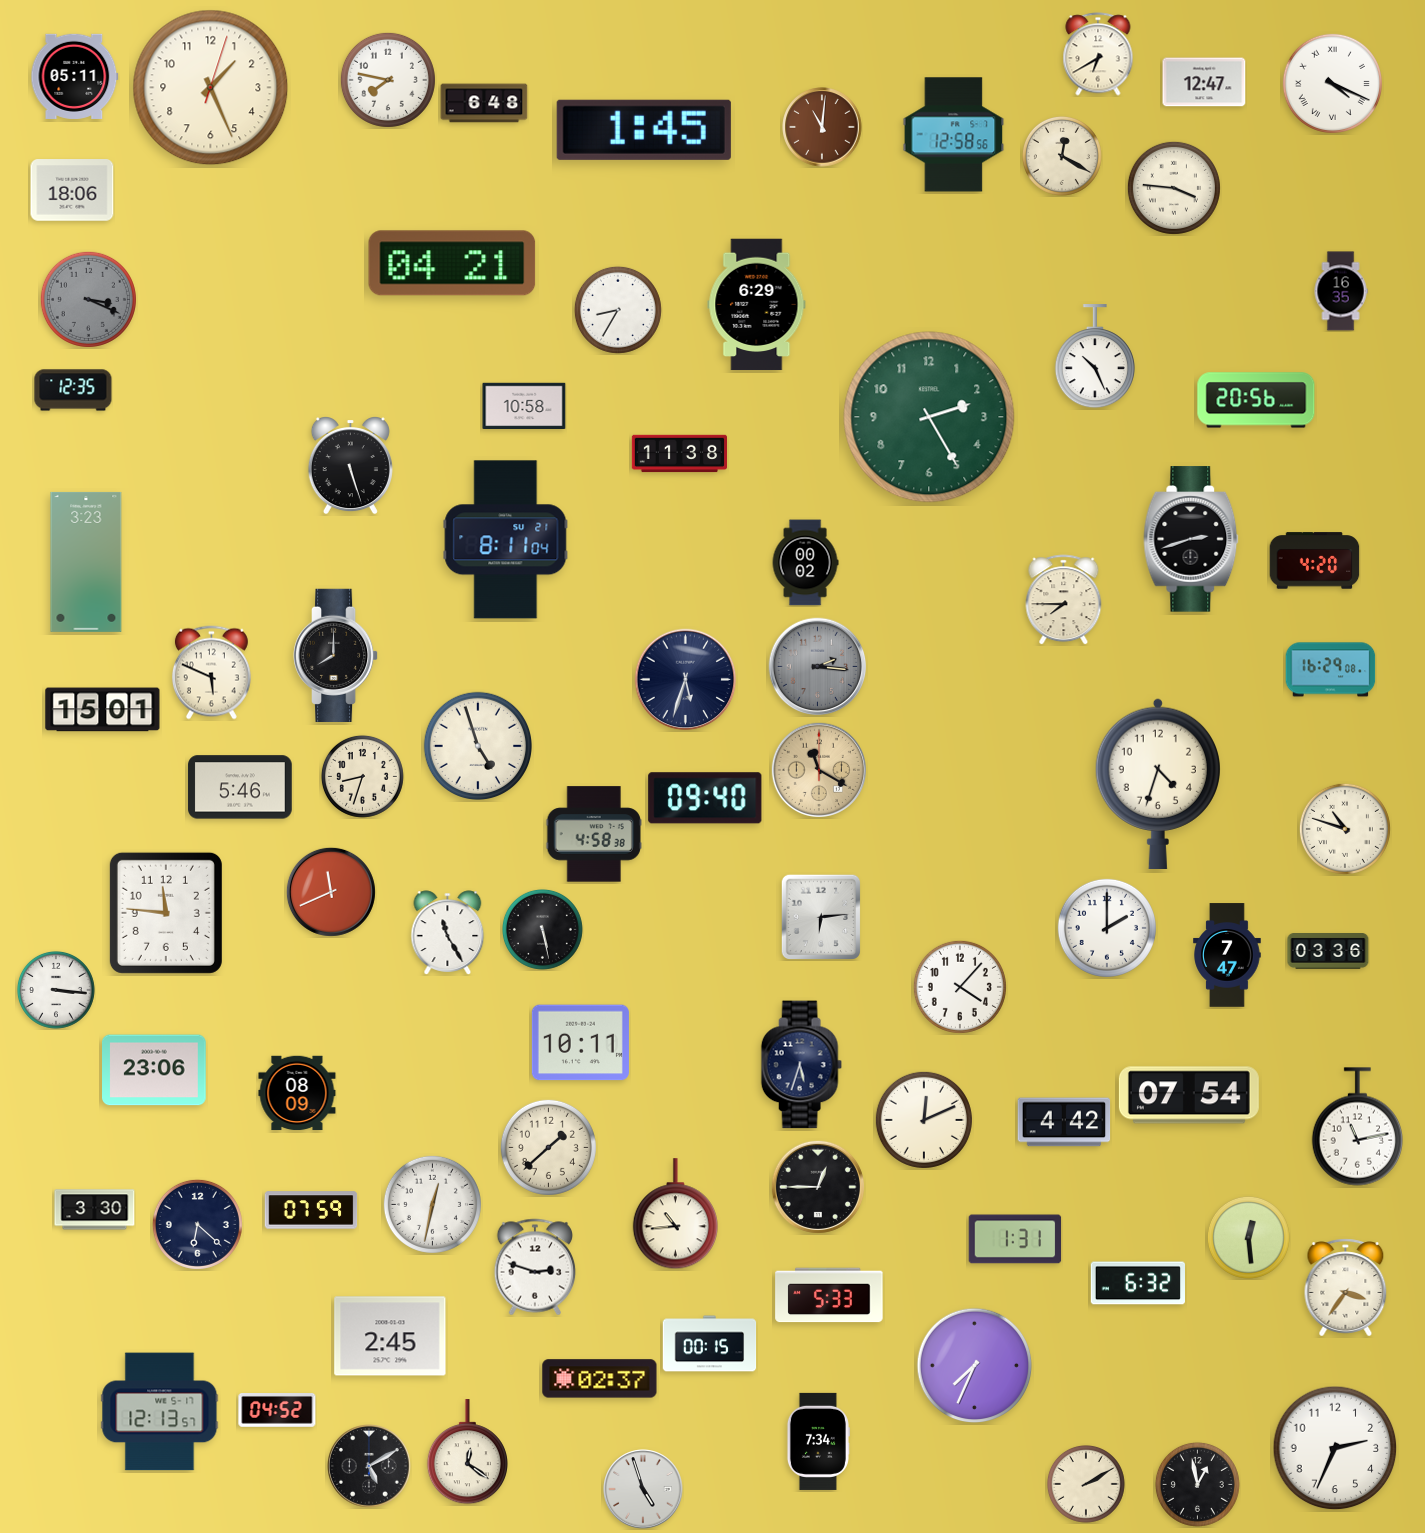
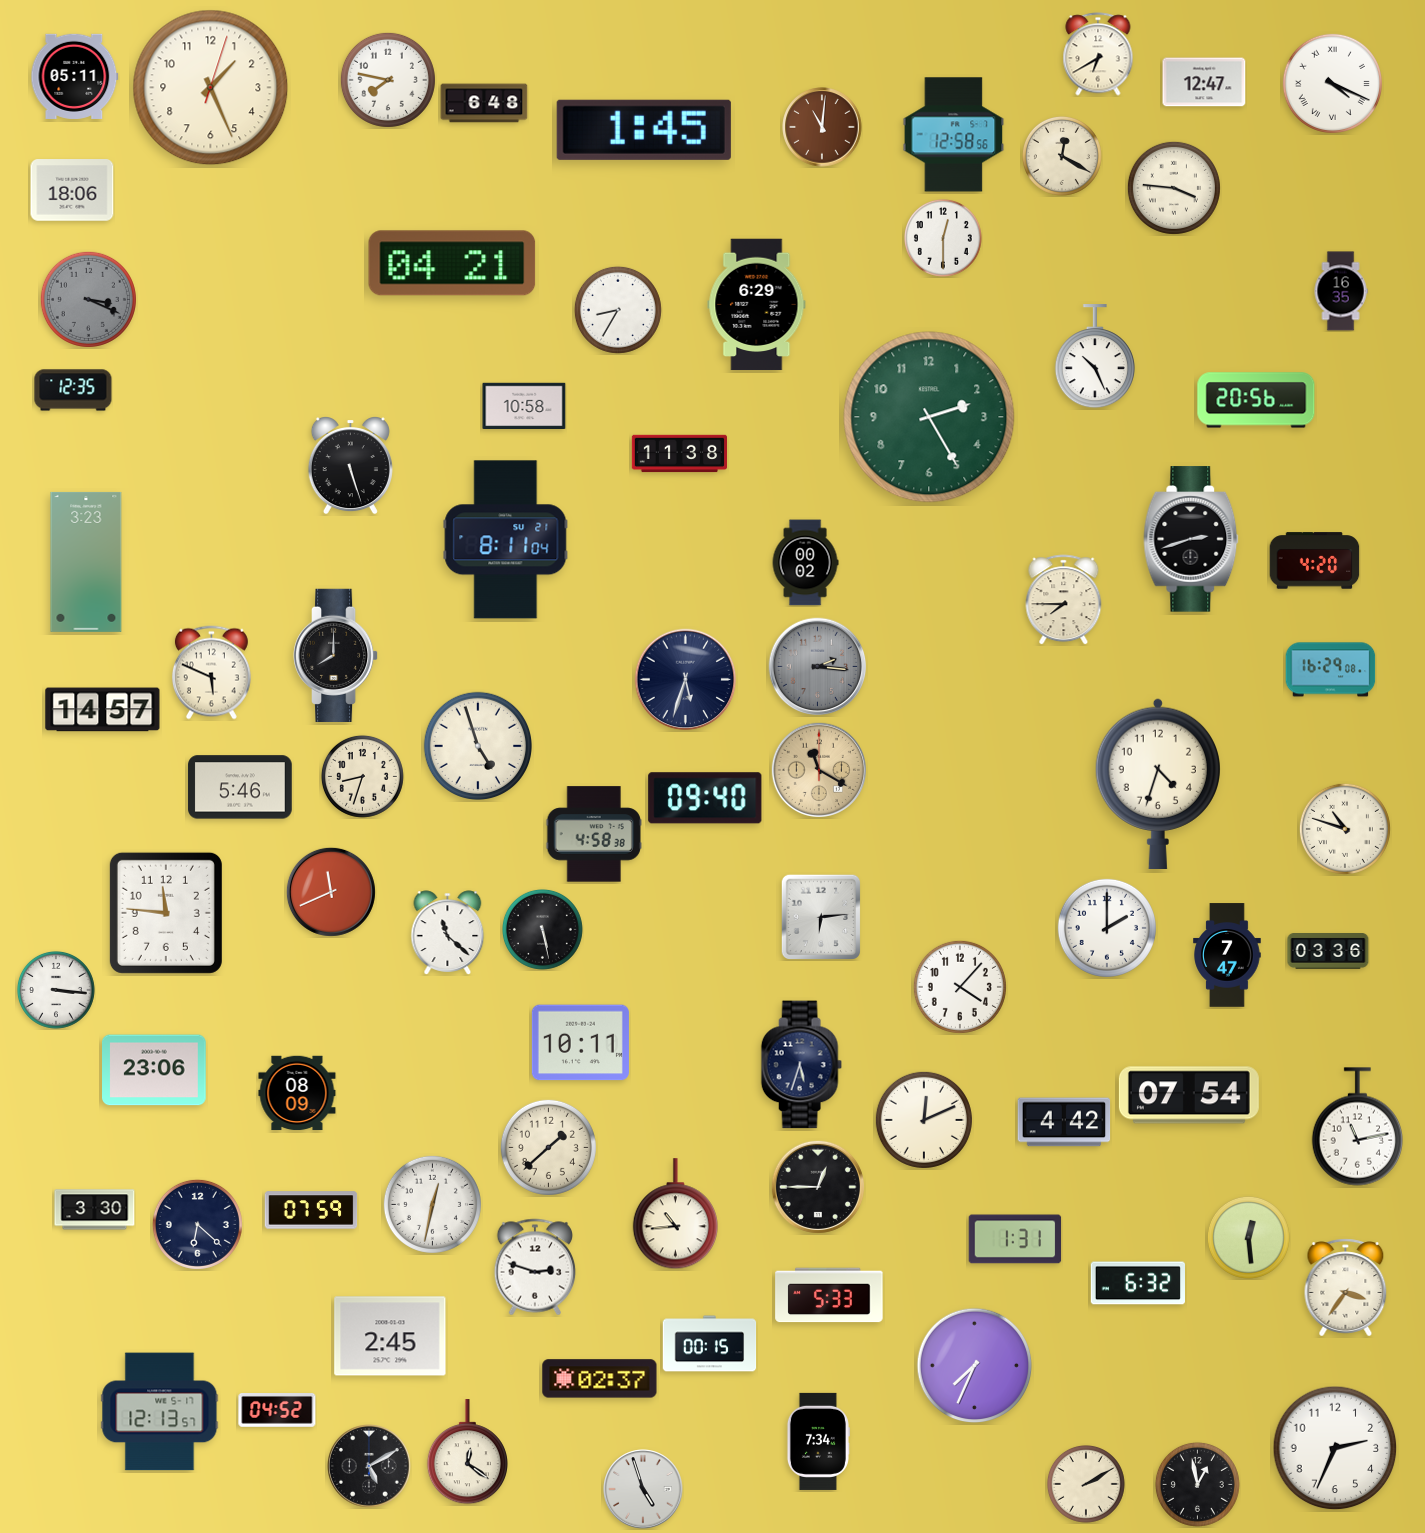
clock at (943, 238): none -> 12:30
clock at (103, 710): 15:01 -> 14:57
clock at (448, 933): 11:25 -> 11:22
